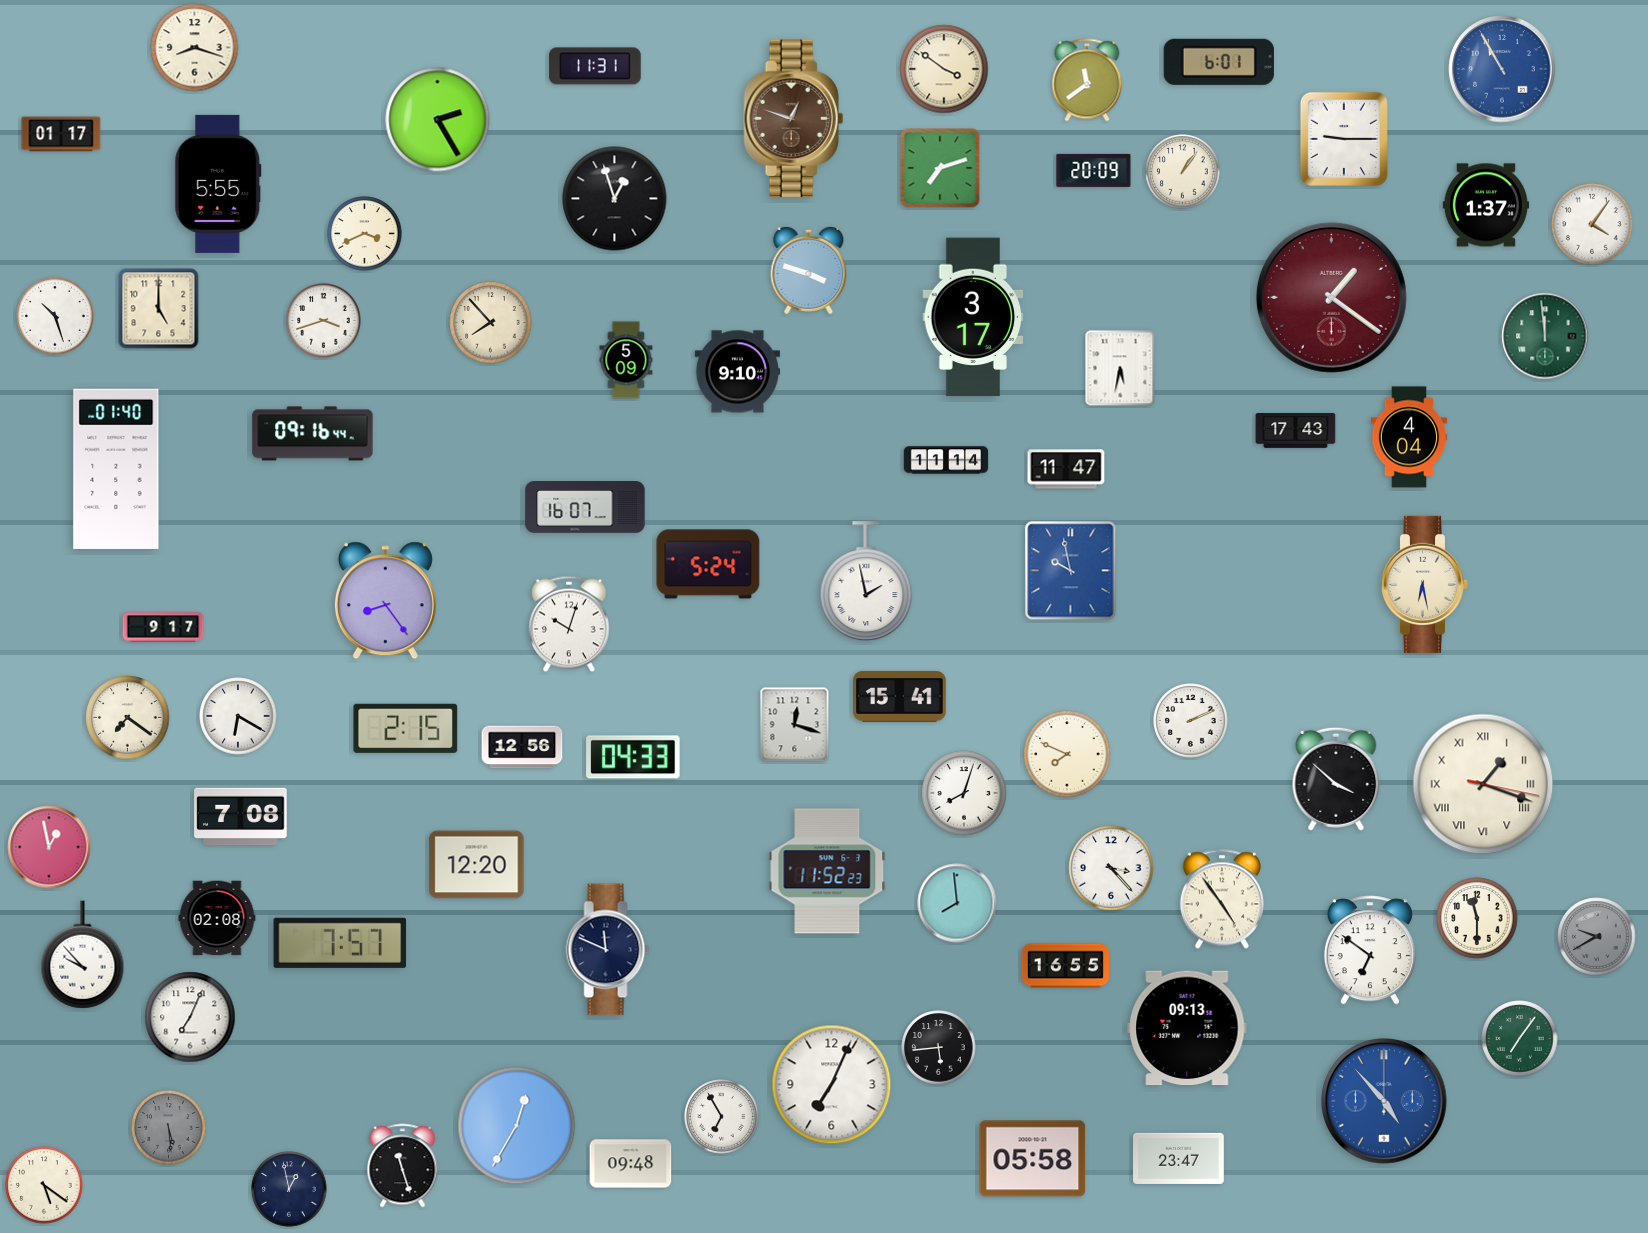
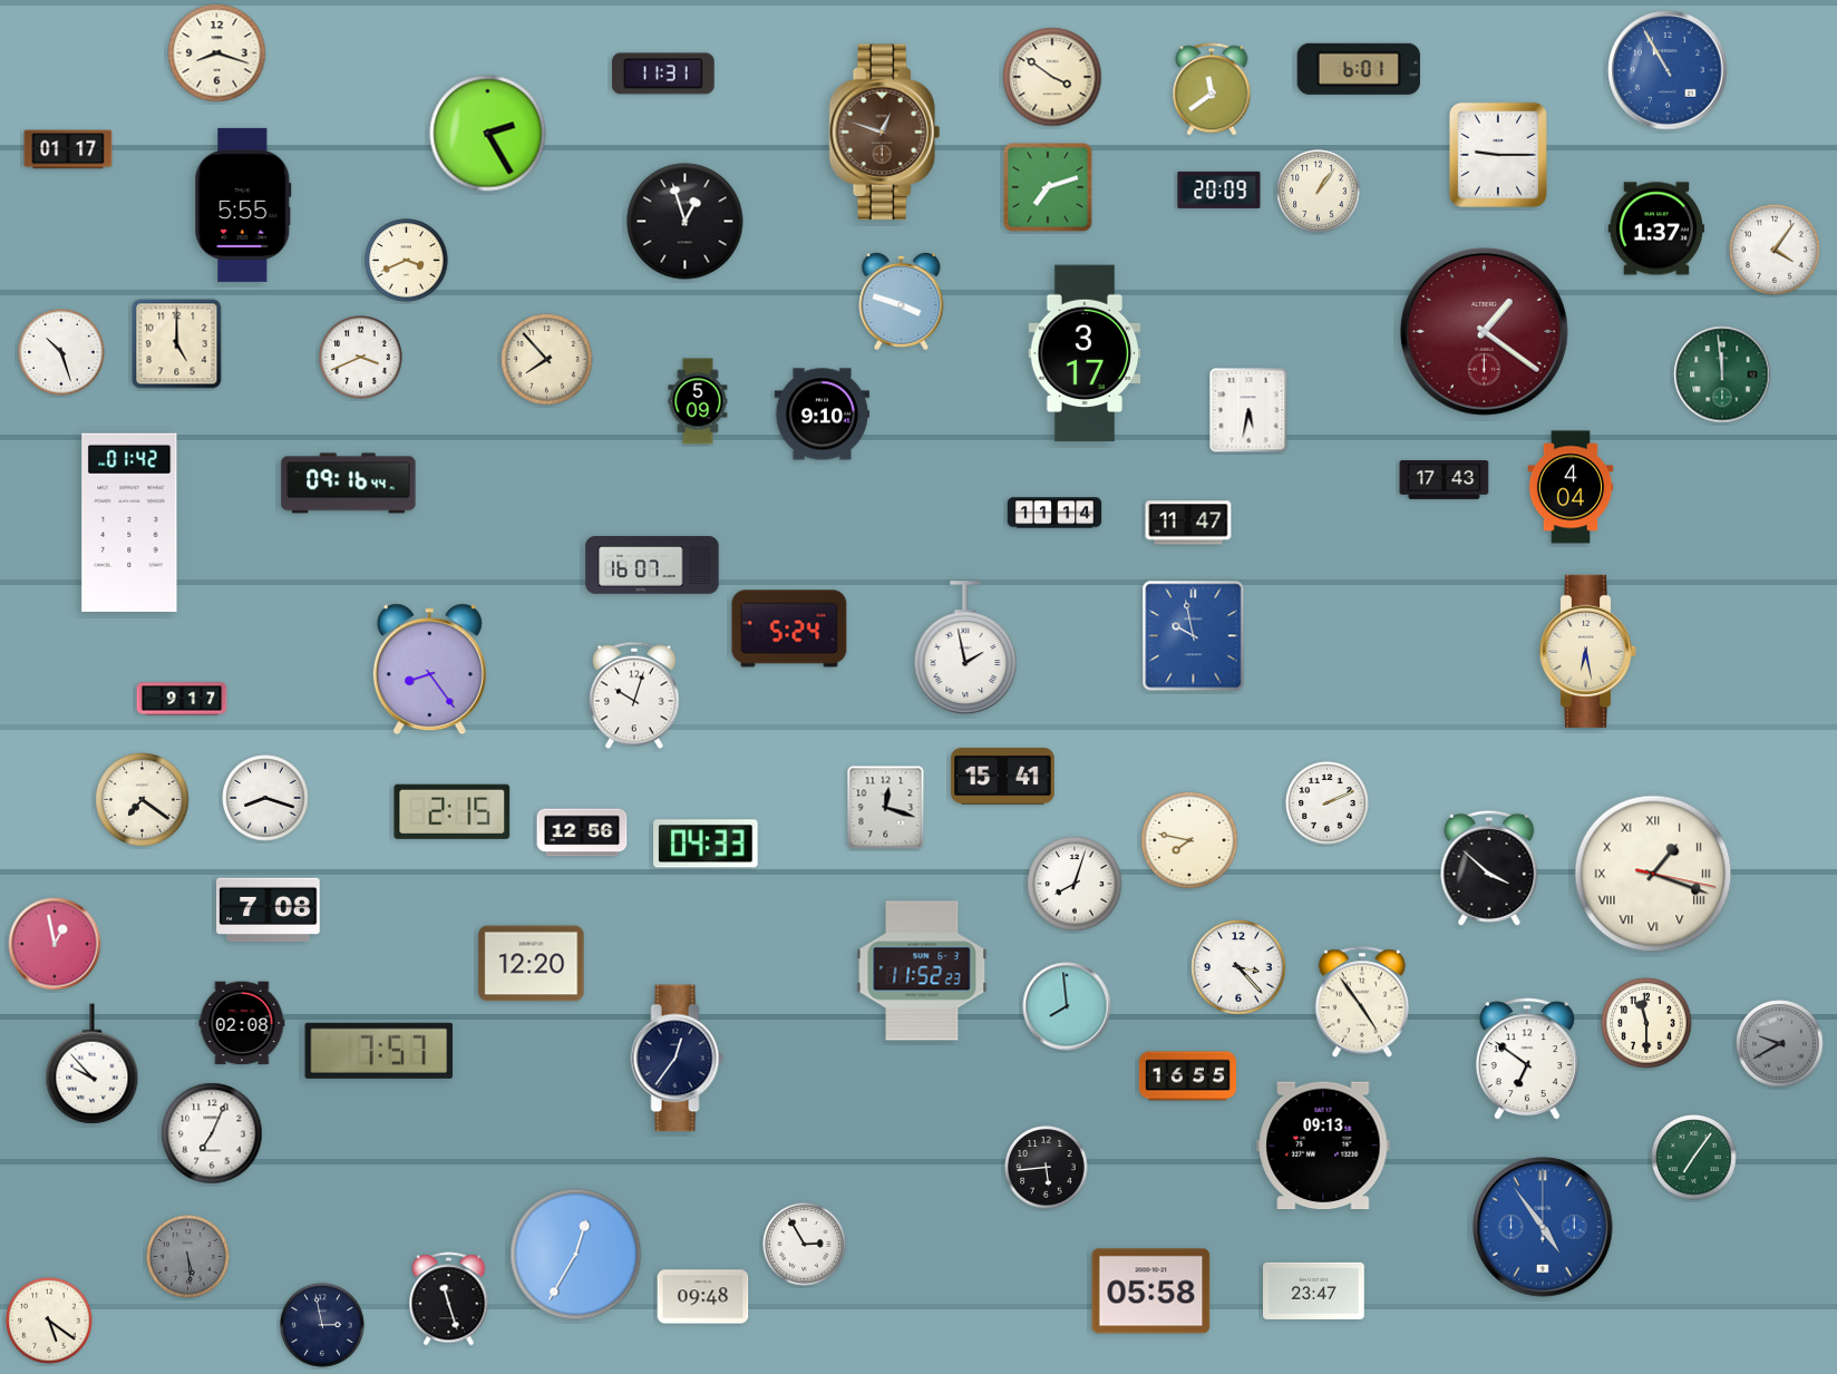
clock at (1502, 69) position: (1502, 69) -> (1668, 70)
clock at (324, 321): 3:42 -> 3:41
clock at (116, 469): 01:40 -> 01:42
clock at (238, 716): 6:20 -> 8:18
clock at (1067, 754): 7:49 -> 7:47
clock at (608, 950): 11:49 -> 12:36
clock at (832, 1085): 7:04 -> none
clock at (1384, 1101): 4:53 -> 4:54
clock at (722, 1117): 6:55 -> 2:55
clock at (289, 1189): 12:58 -> 2:58
